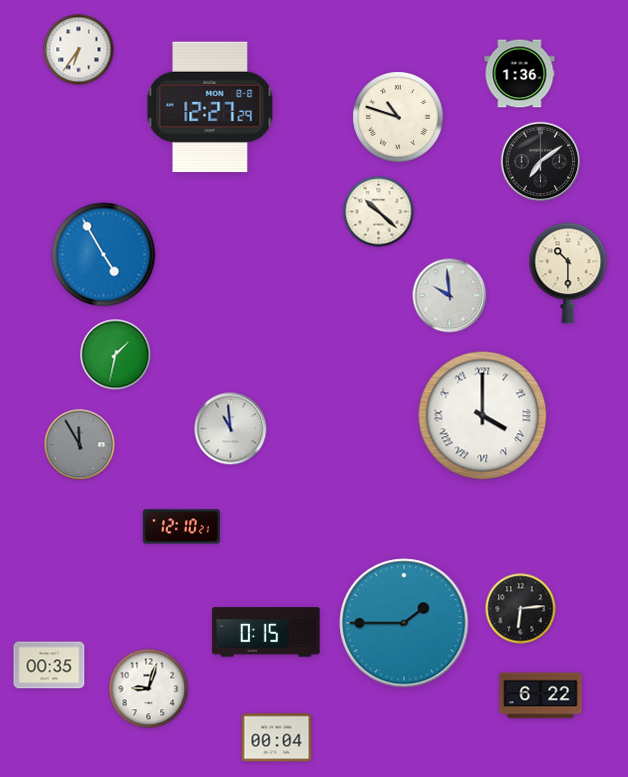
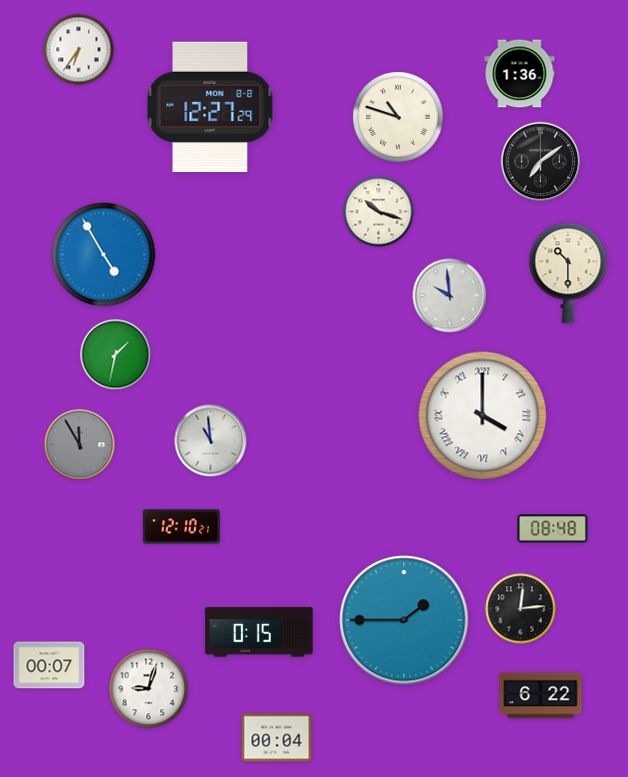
clock at (379, 212): 10:22 -> 10:18
clock at (231, 429) position: (231, 429) -> (211, 441)
clock at (553, 529): none -> 08:48
clock at (521, 609): 6:14 -> 12:14
clock at (404, 623) position: (404, 623) -> (404, 620)
clock at (266, 632) position: (266, 632) -> (259, 632)
clock at (49, 665): 00:35 -> 00:07
